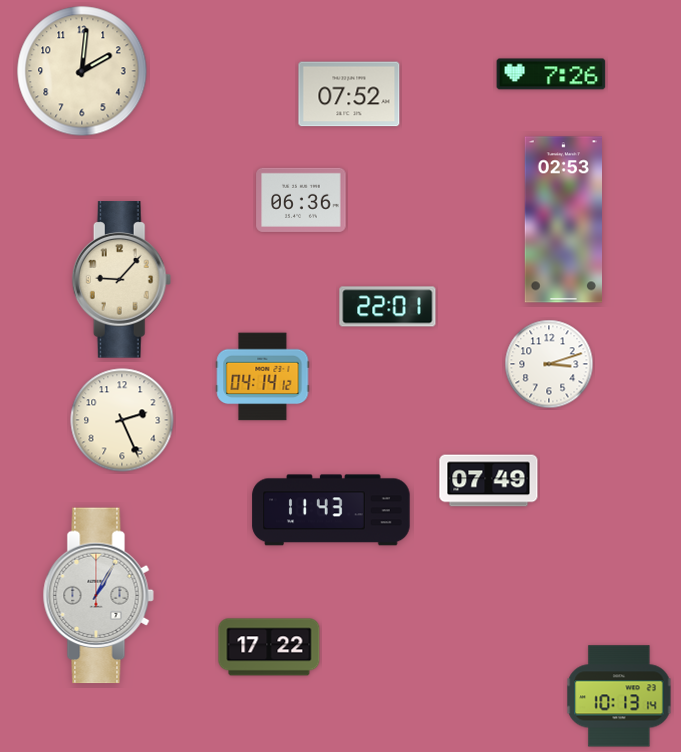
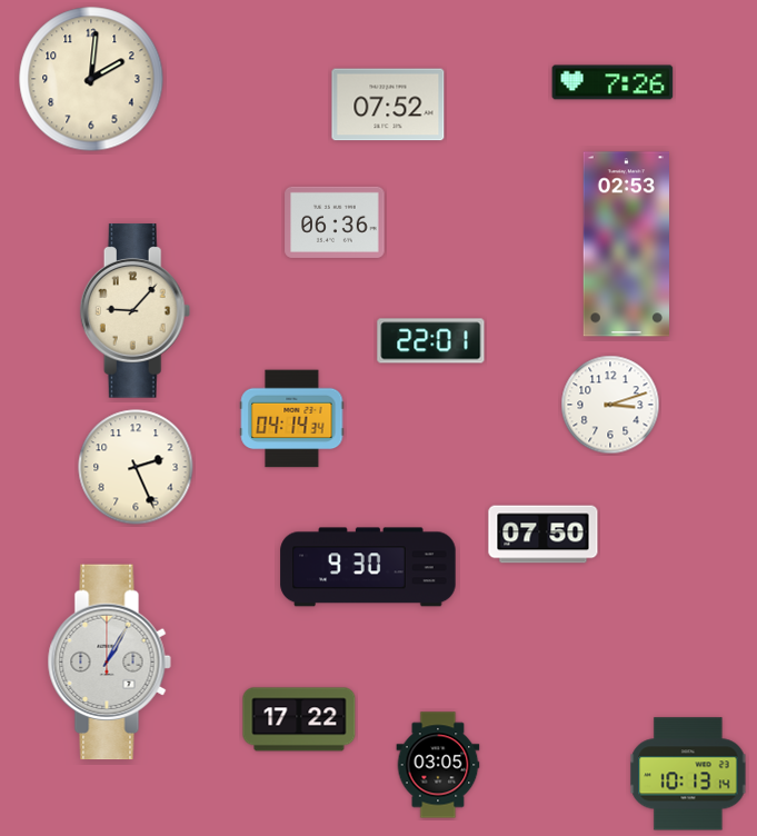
clock at (263, 377): 04:14:12 -> 04:14:34
clock at (489, 481): 07:49 -> 07:50
clock at (331, 510): 11:43 -> 9:30
clock at (438, 765): none -> 03:05
